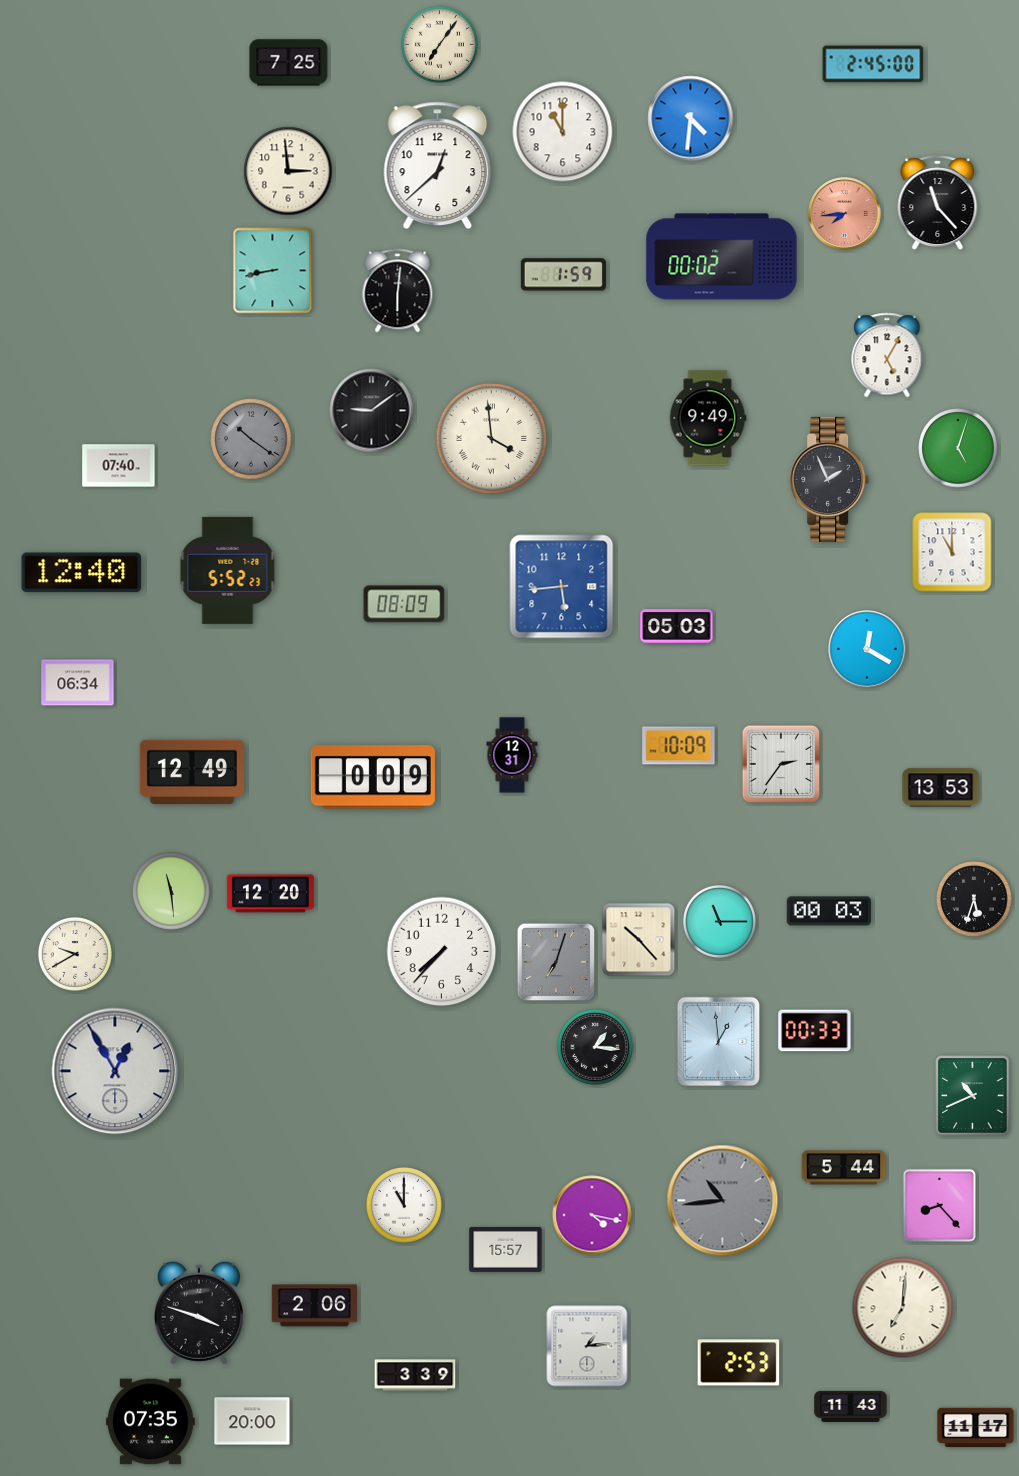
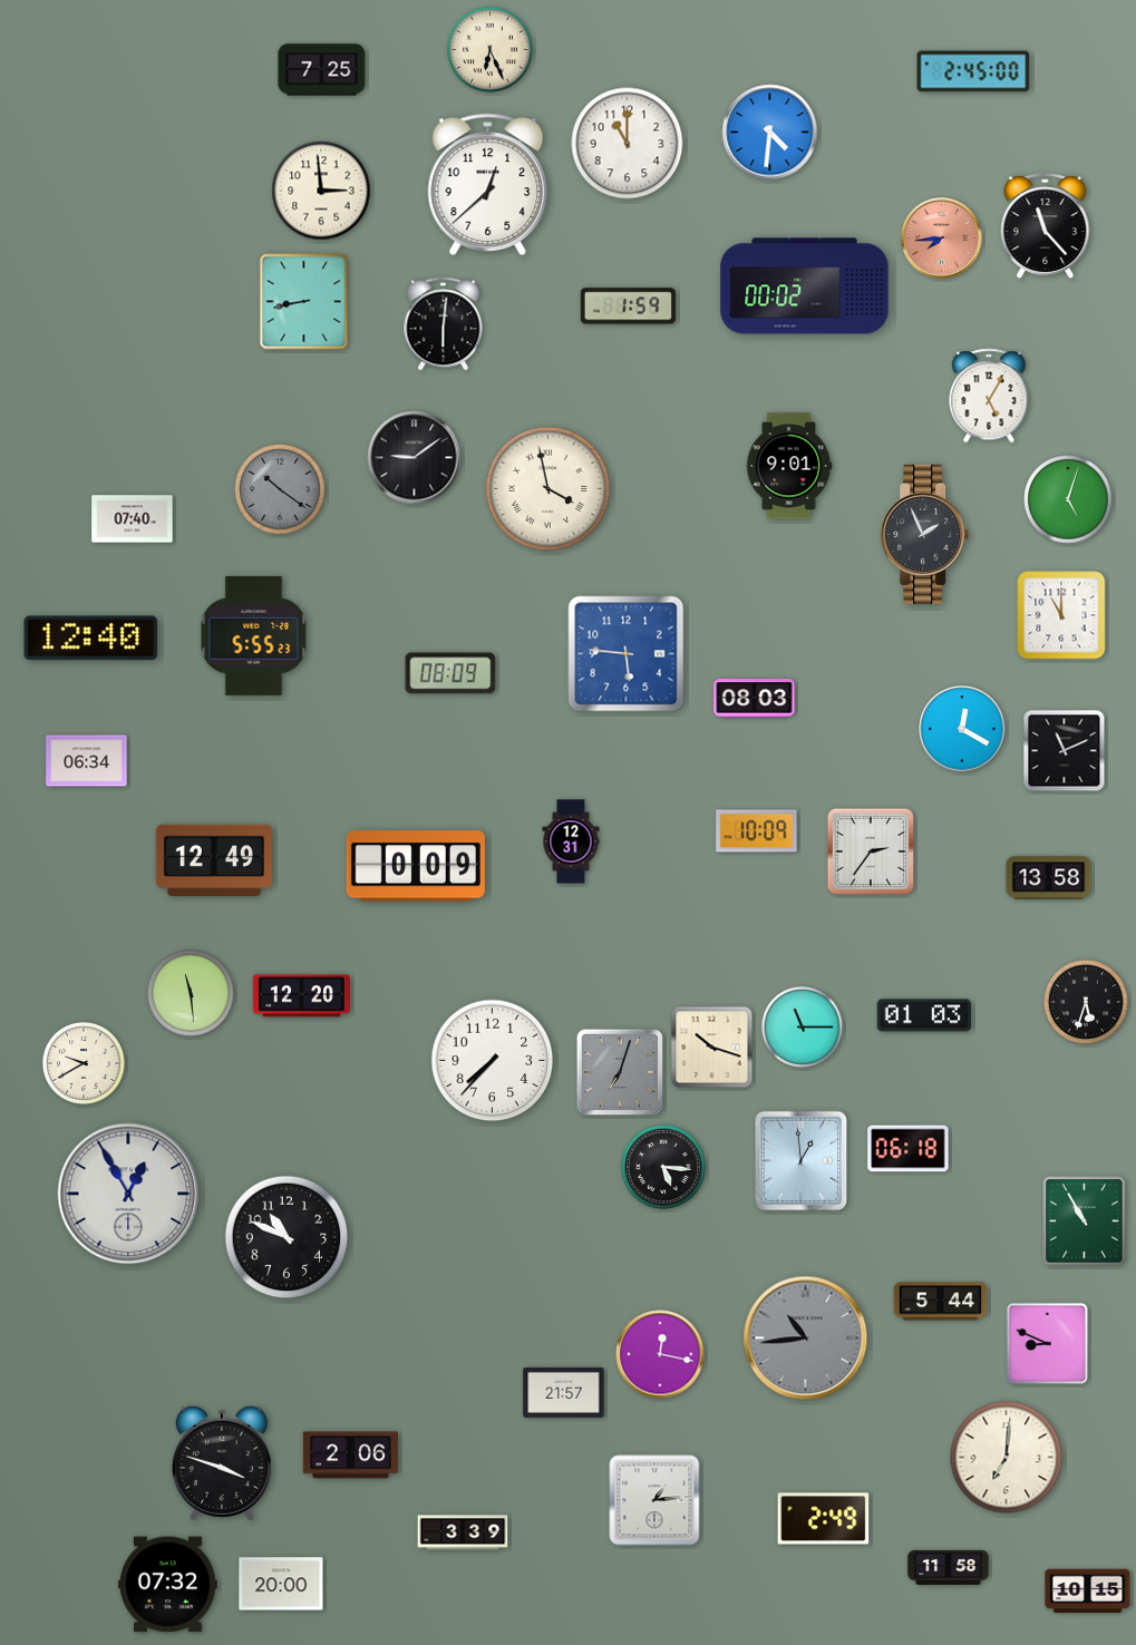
clock at (440, 45): 7:06 -> 6:26
clock at (563, 132) position: (563, 132) -> (628, 144)
clock at (708, 418): 9:49 -> 9:01
clock at (492, 439): 3:59 -> 3:58
clock at (228, 570): 5:52 -> 5:55
clock at (562, 587): 5:44 -> 5:46
clock at (677, 627): 05:03 -> 08:03
clock at (867, 649) position: (867, 649) -> (962, 729)
clock at (1065, 751): none -> 11:11
clock at (941, 788): 13:53 -> 13:58
clock at (828, 911): 00:03 -> 01:03
clock at (639, 940): 10:23 -> 10:18
clock at (815, 1031): 00:33 -> 06:18
clock at (596, 1048): 1:16 -> 5:16
clock at (973, 1096): 10:41 -> 10:55
clock at (287, 1237): none -> 10:49
clock at (939, 1205): 8:23 -> 8:49
clock at (405, 1206): 11:00 -> none
clock at (592, 1215): 4:17 -> 12:17
clock at (506, 1249): 15:57 -> 21:57
clock at (739, 1363): 2:53 -> 2:49
clock at (851, 1406): 11:43 -> 11:58
clock at (151, 1422): 07:35 -> 07:32
clock at (976, 1428): 11:17 -> 10:15
